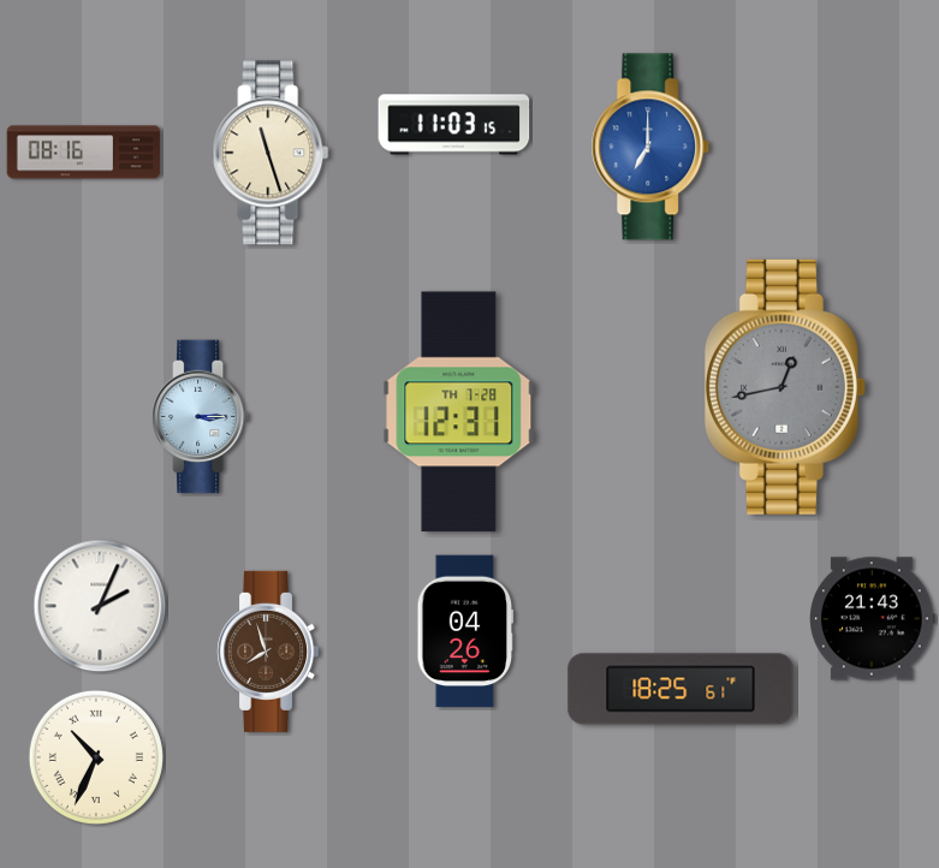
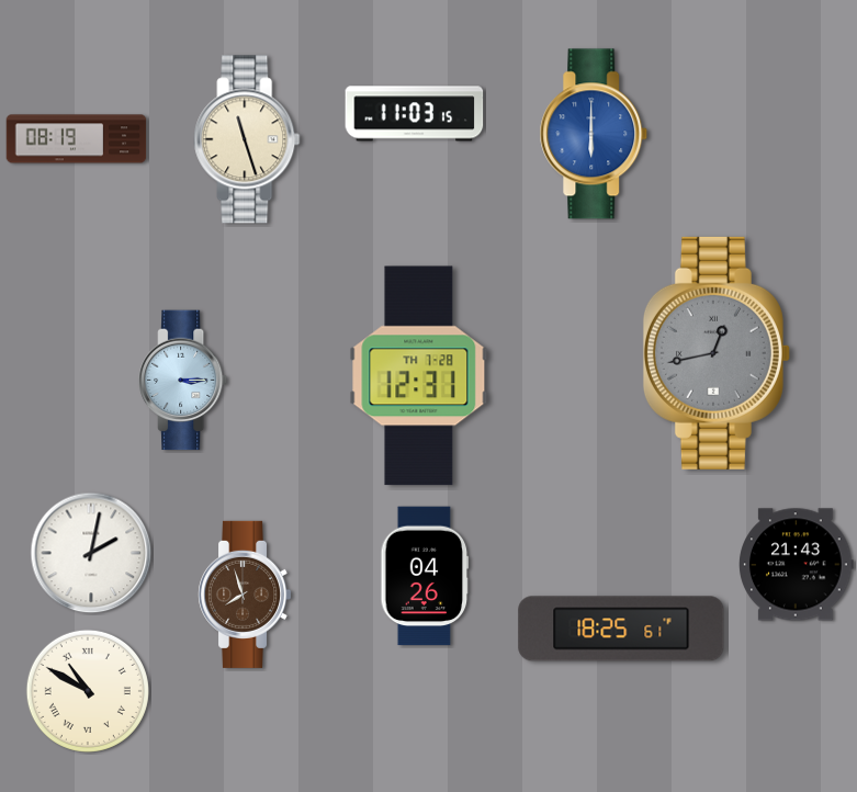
clock at (650, 147): 7:00 -> 6:00
clock at (84, 153): 08:16 -> 08:19
clock at (100, 606): 2:04 -> 2:02
clock at (96, 757): 10:34 -> 10:50
